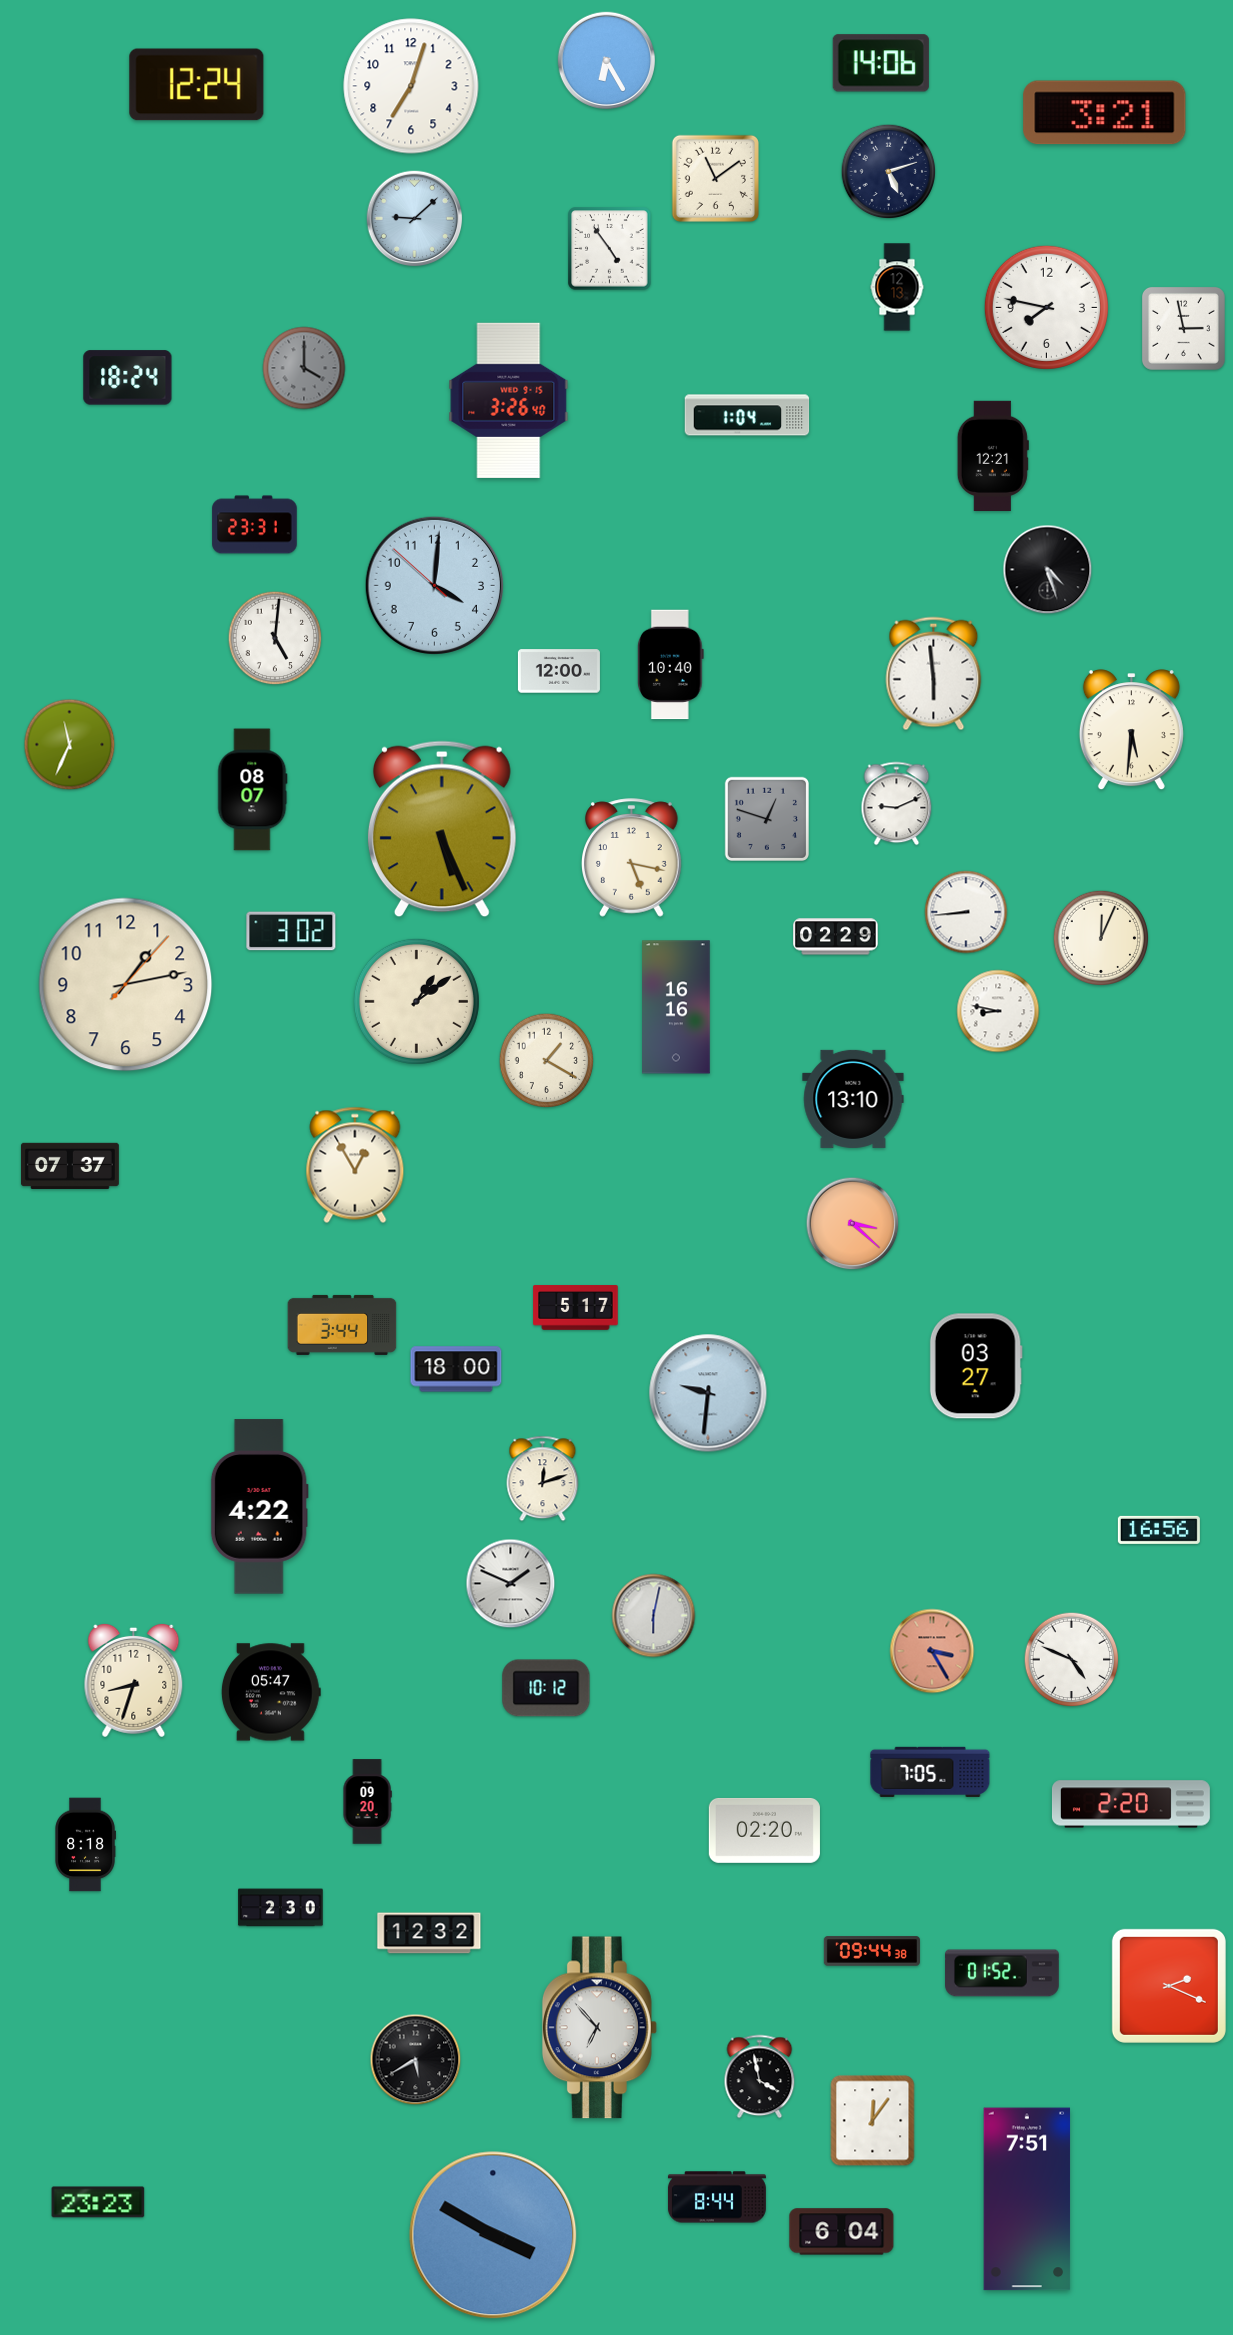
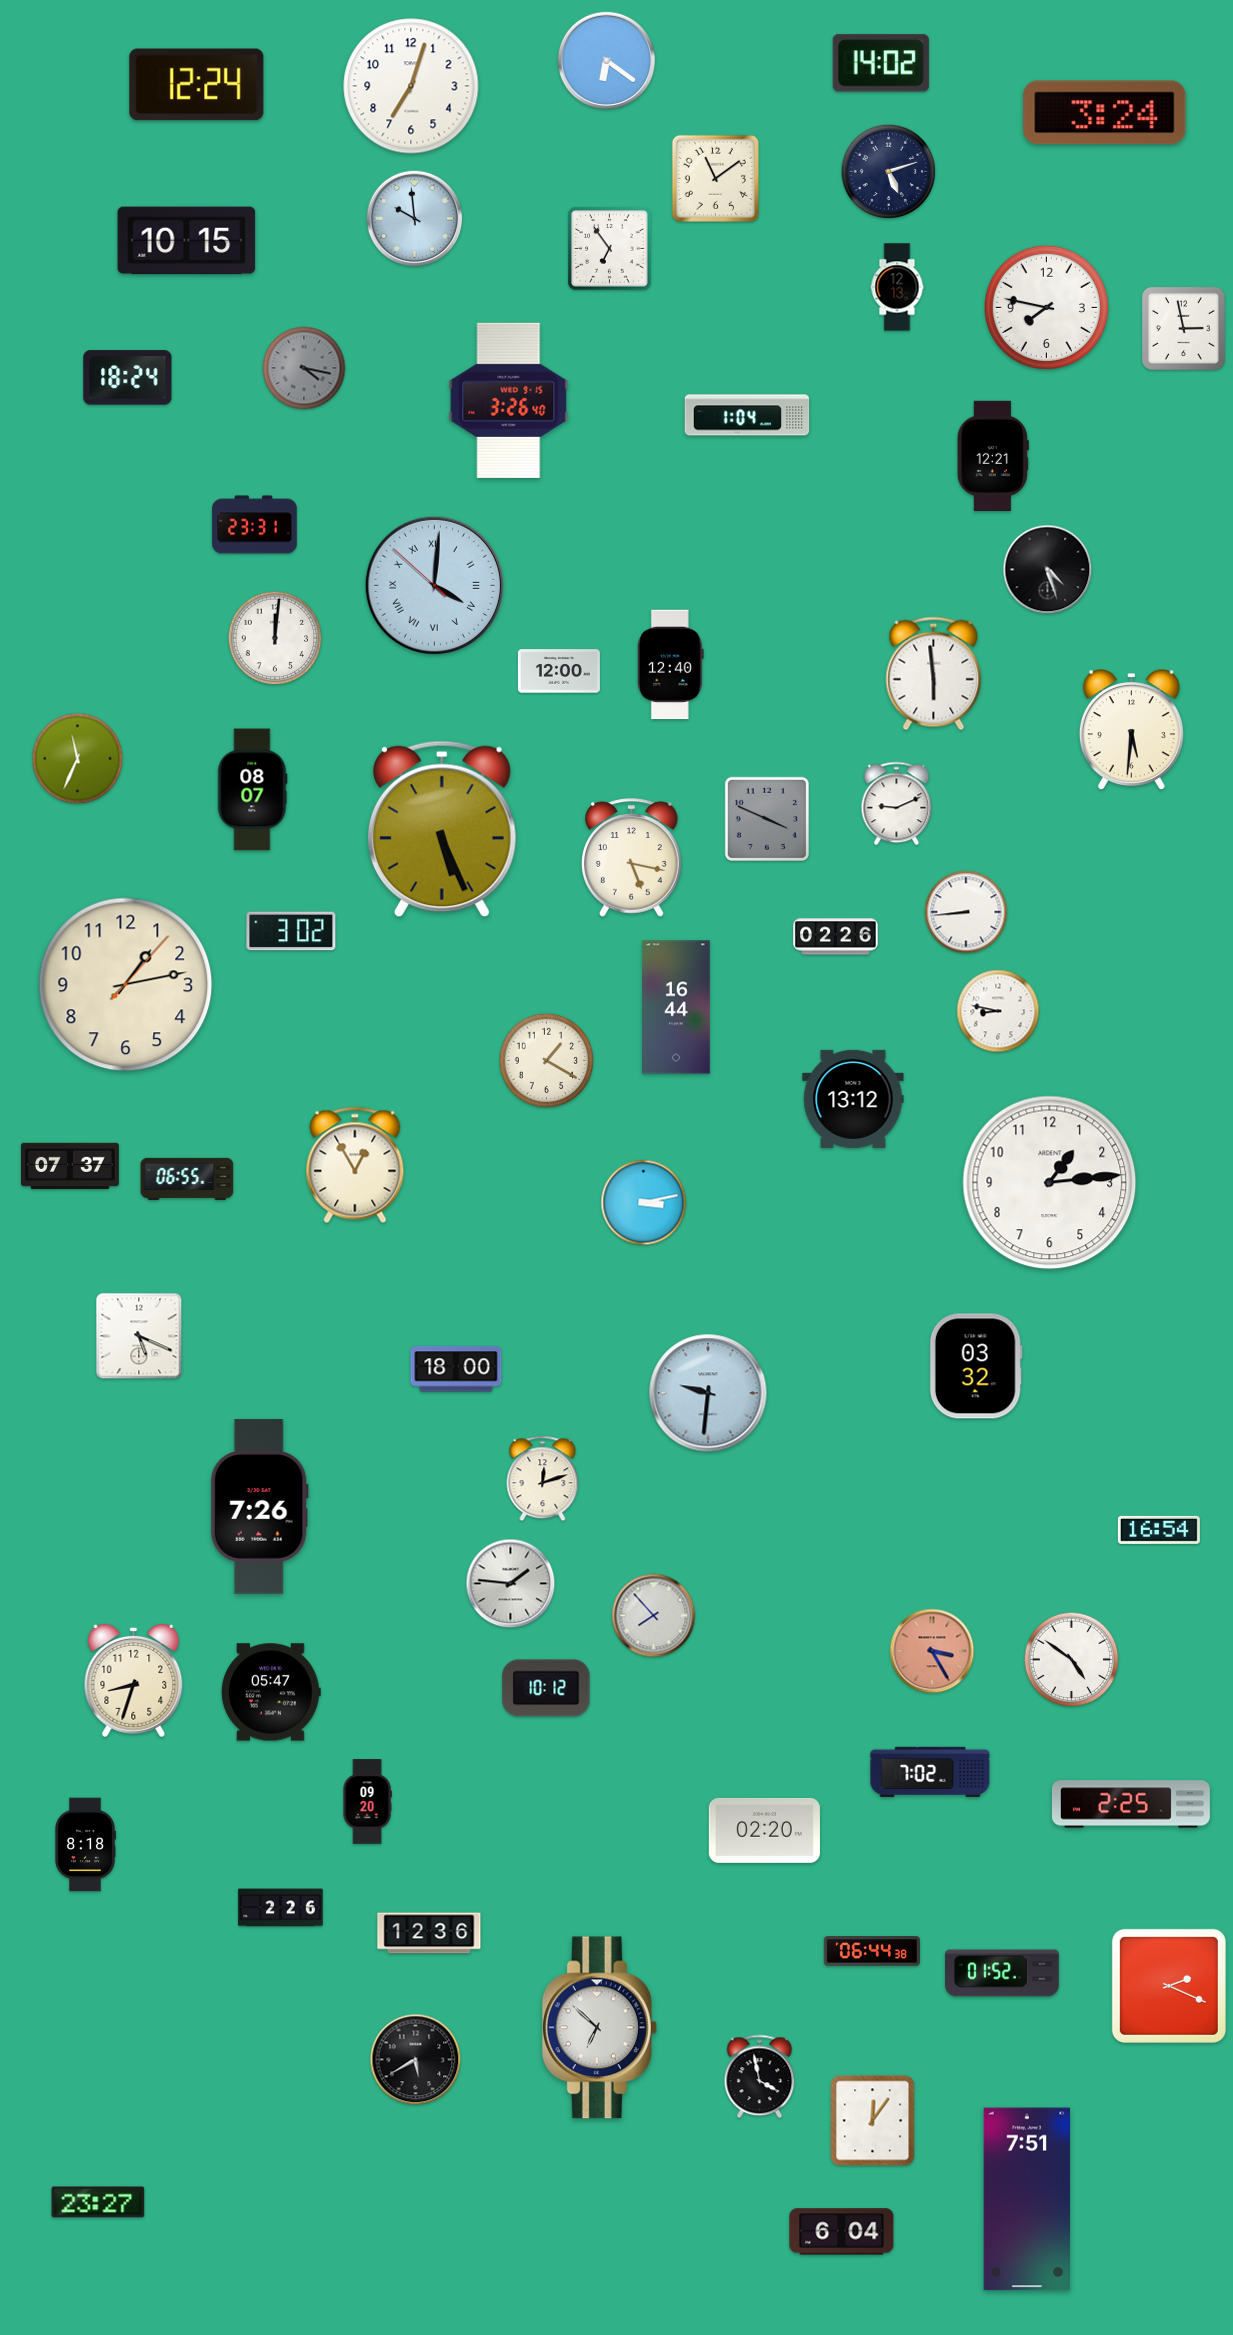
clock at (606, 60): 6:25 -> 6:21
clock at (881, 63): 14:06 -> 14:02
clock at (1105, 113): 3:21 -> 3:24
clock at (415, 219): 9:08 -> 9:59
clock at (187, 241): none -> 10:15
clock at (610, 249): 4:54 -> 6:54
clock at (304, 368): 4:00 -> 4:17
clock at (434, 585) numerals: Arabic -> Roman
clock at (275, 638): 5:01 -> 12:01
clock at (671, 665): 10:40 -> 12:40
clock at (70, 745) position: (70, 745) -> (78, 759)
clock at (766, 818): 12:48 -> 3:49
clock at (836, 937): 02:29 -> 02:26
clock at (1100, 937): 12:04 -> none
clock at (416, 1001): 1:09 -> none
clock at (676, 1007): 16:16 -> 16:44
clock at (853, 1099): 13:10 -> 13:12
clock at (187, 1179): none -> 06:55
clock at (1050, 1183): none -> 1:14
clock at (644, 1203): none -> 3:13
clock at (853, 1224): 3:22 -> none
clock at (576, 1308): 5:17 -> none
clock at (342, 1325): 3:44 -> none
clock at (139, 1336): none -> 5:19
clock at (976, 1366): 03:27 -> 03:32
clock at (259, 1507): 4:22 -> 7:26
clock at (1159, 1530): 16:56 -> 16:54
clock at (511, 1584): 1:49 -> 1:46
clock at (654, 1616): 6:02 -> 7:53
clock at (1072, 1660): 4:49 -> 4:51
clock at (930, 1772): 7:05 -> 7:02
clock at (1131, 1804): 2:20 -> 2:25
clock at (281, 1908): 2:30 -> 2:26
clock at (429, 1933): 12:32 -> 12:36
clock at (872, 1951): 09:44 -> 06:44
clock at (599, 2028): 6:53 -> 6:52
clock at (717, 2197): 8:44 -> none
clock at (98, 2202): 23:23 -> 23:27
clock at (493, 2235): 3:50 -> none
